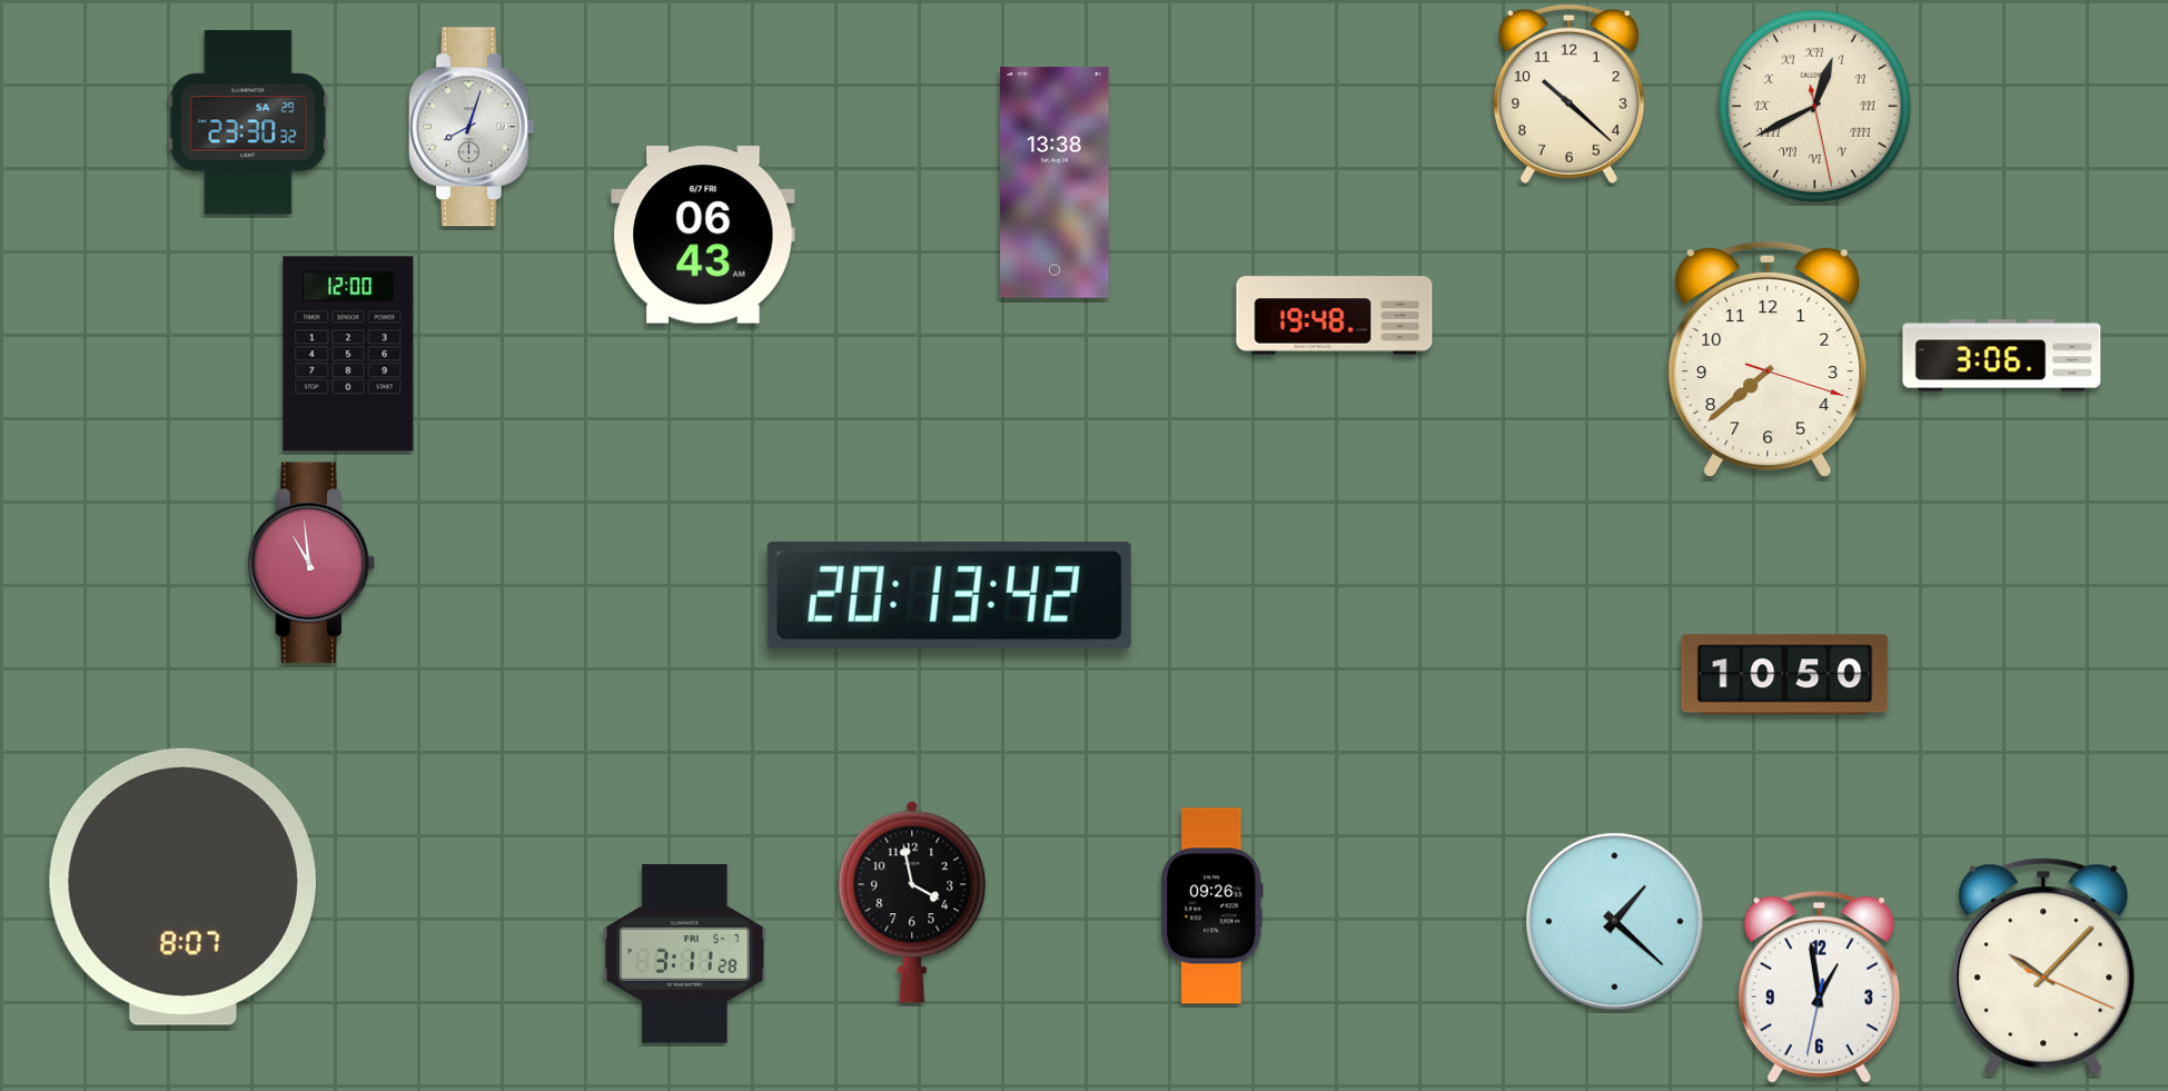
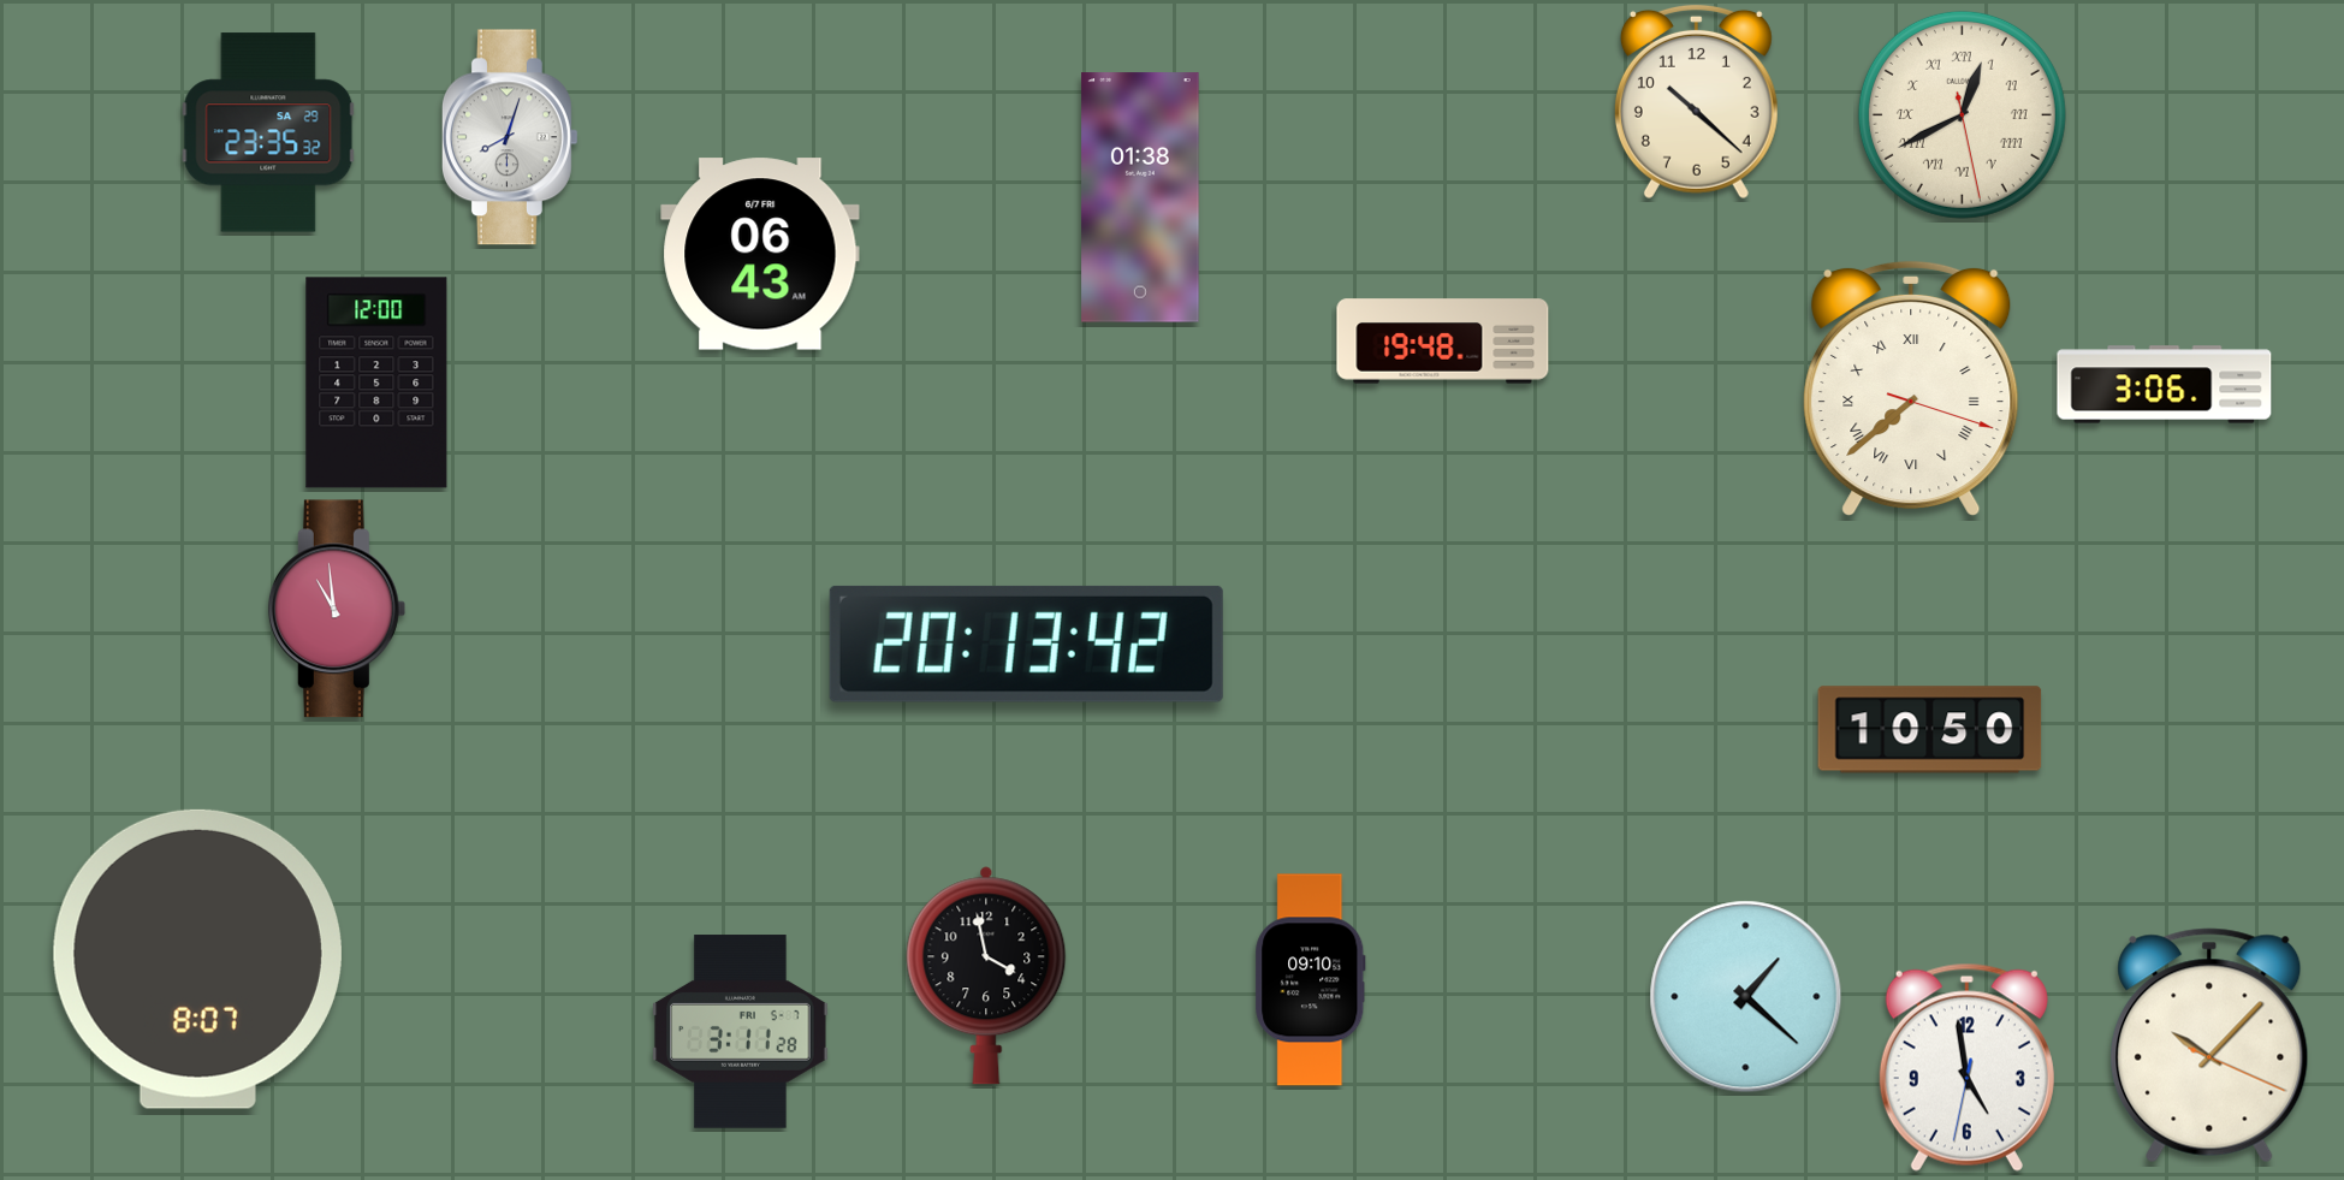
clock at (248, 122): 23:30 -> 23:35
clock at (1055, 182): 13:38 -> 01:38
clock at (1768, 359) numerals: Arabic -> Roman
clock at (1212, 906): 09:26 -> 09:10
clock at (1819, 986): 12:58 -> 4:58
